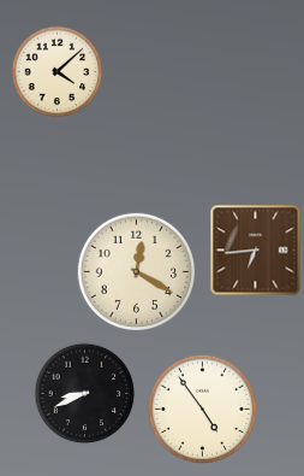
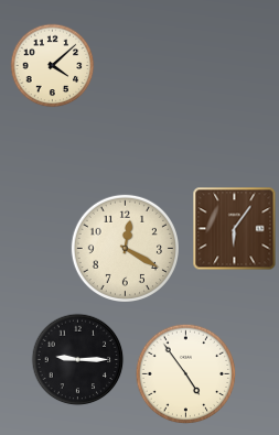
clock at (256, 251): 6:44 -> 6:06
clock at (85, 394): 8:41 -> 9:15
